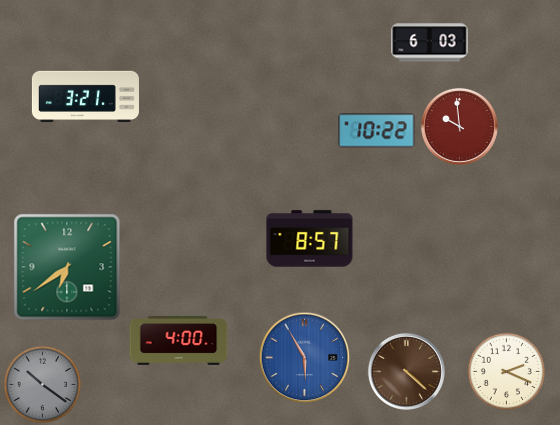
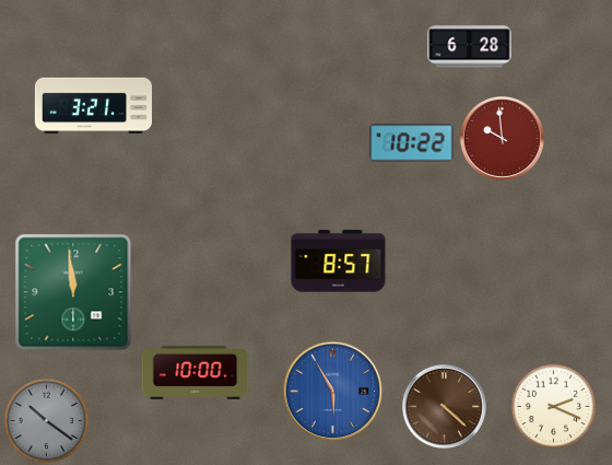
clock at (430, 43): 6:03 -> 6:28
clock at (67, 267): 6:39 -> 11:59
clock at (179, 340): 4:00 -> 10:00
